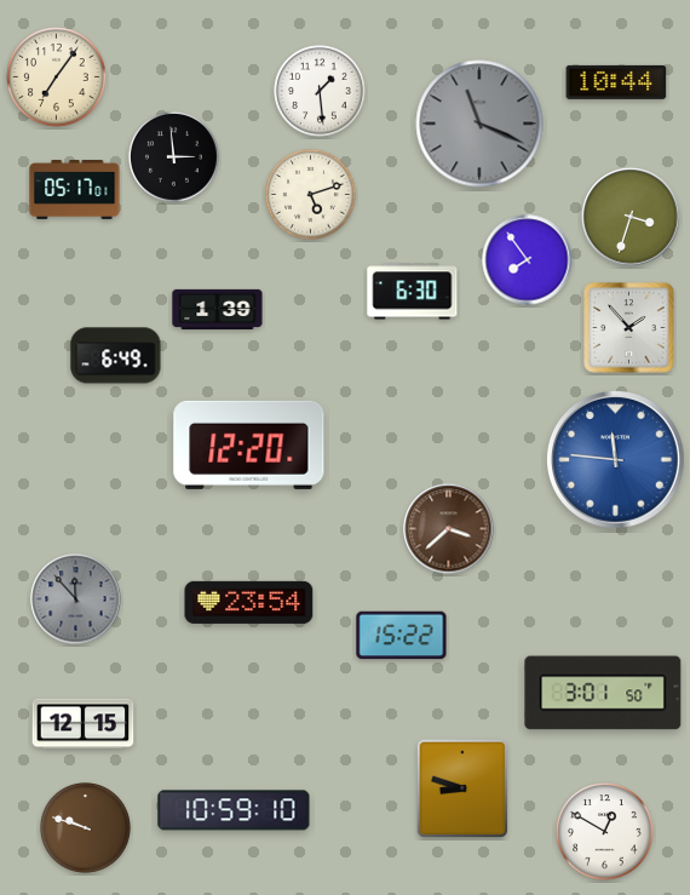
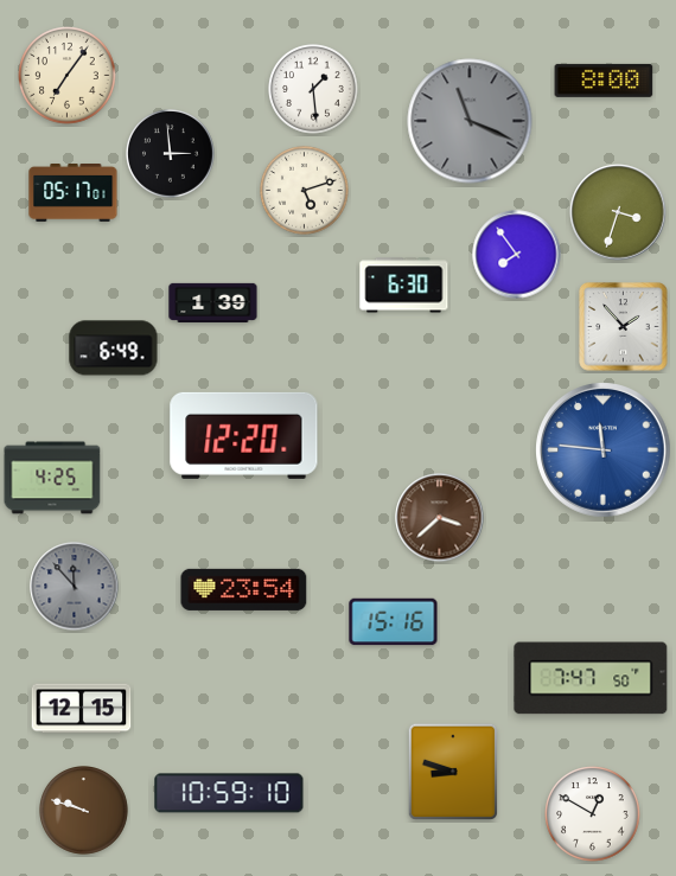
clock at (57, 78) position: (57, 78) -> (68, 76)
clock at (616, 82): 10:44 -> 8:00
clock at (75, 190) position: (75, 190) -> (74, 193)
clock at (629, 328) position: (629, 328) -> (624, 327)
clock at (52, 478): none -> 4:25
clock at (402, 636): 15:22 -> 15:16
clock at (603, 693): 3:01 -> 7:47
